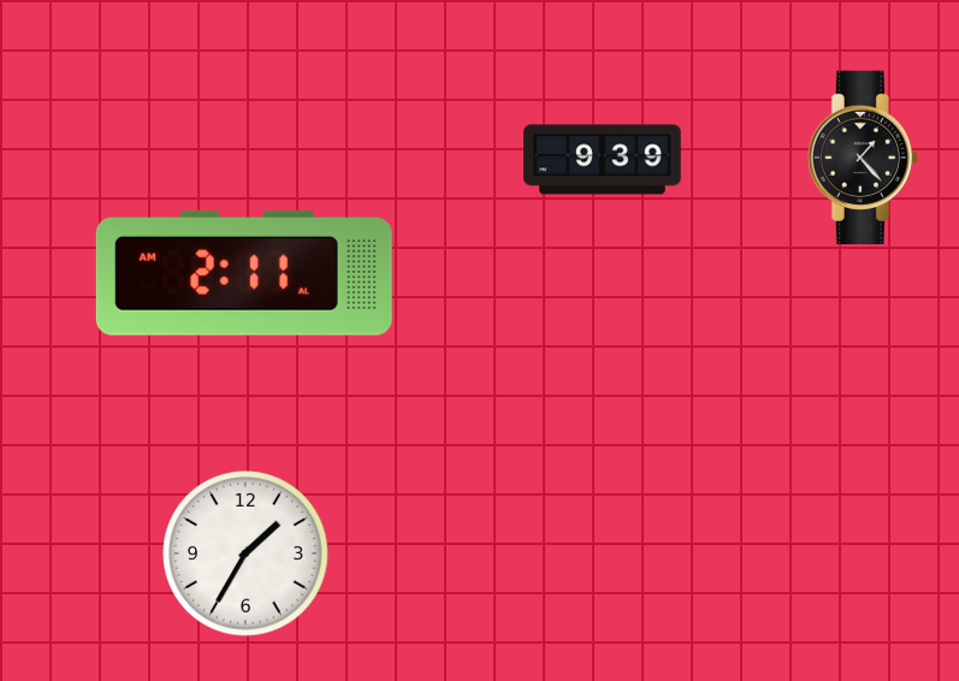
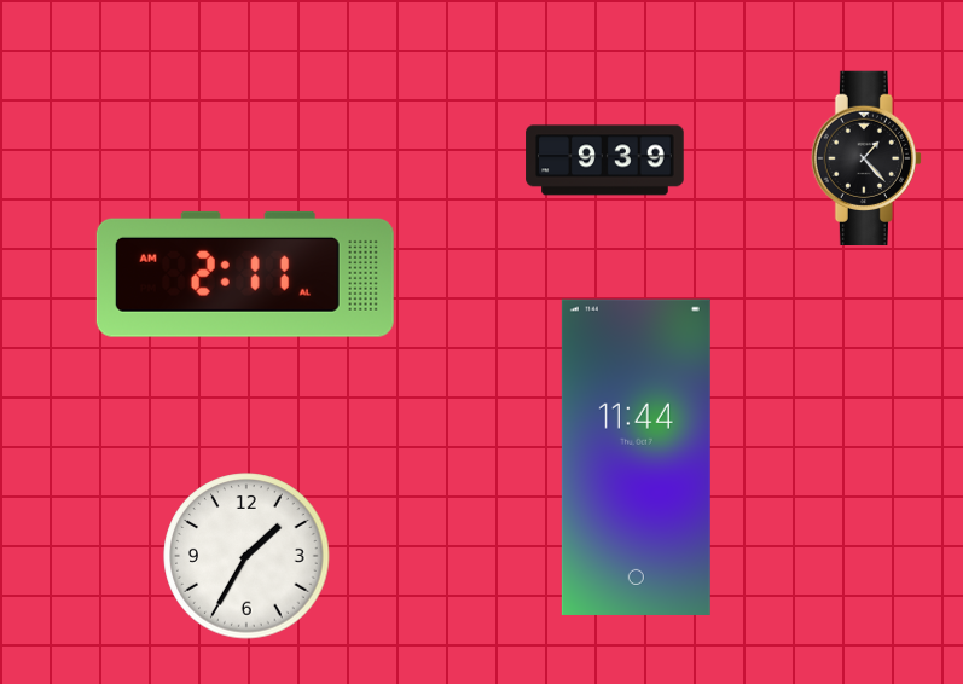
clock at (636, 457): none -> 11:44
